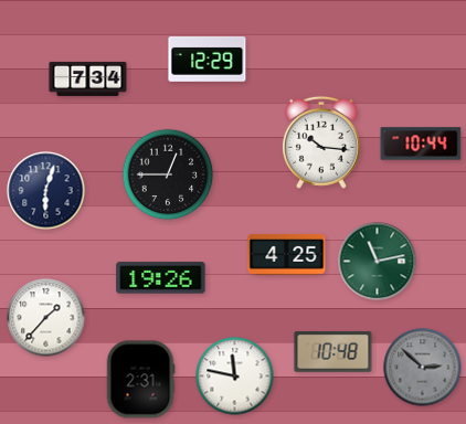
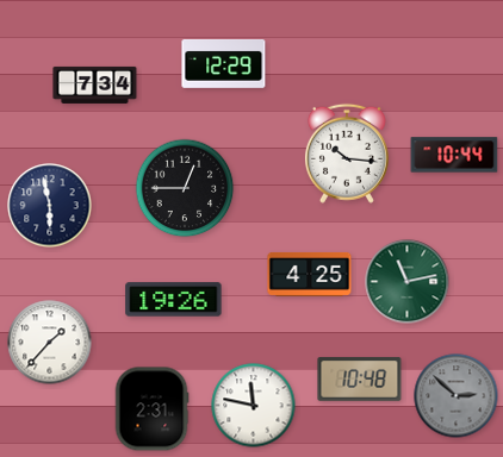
clock at (168, 174) position: (168, 174) -> (185, 188)
clock at (46, 191): 6:03 -> 5:58
